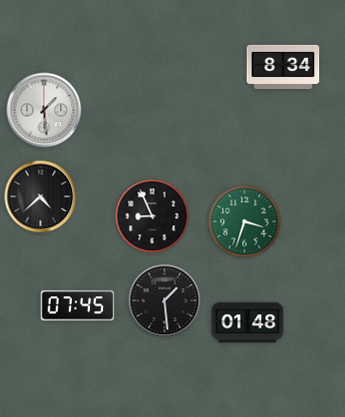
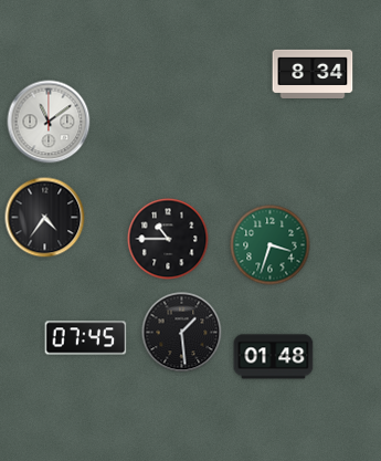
clock at (44, 110): 1:29 -> 11:09
clock at (41, 197): 4:38 -> 4:36
clock at (152, 216): 8:56 -> 10:45
